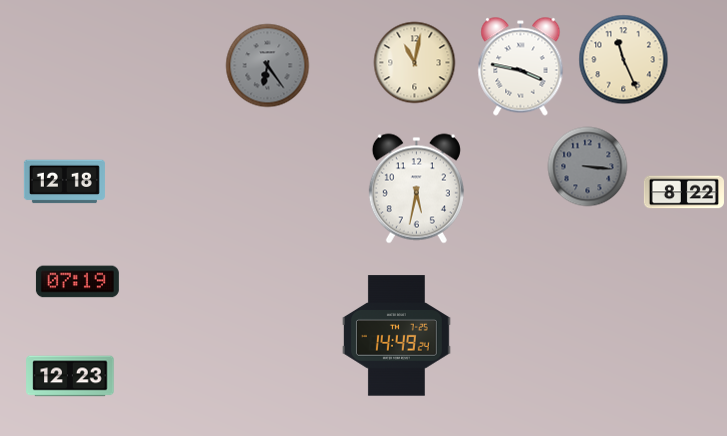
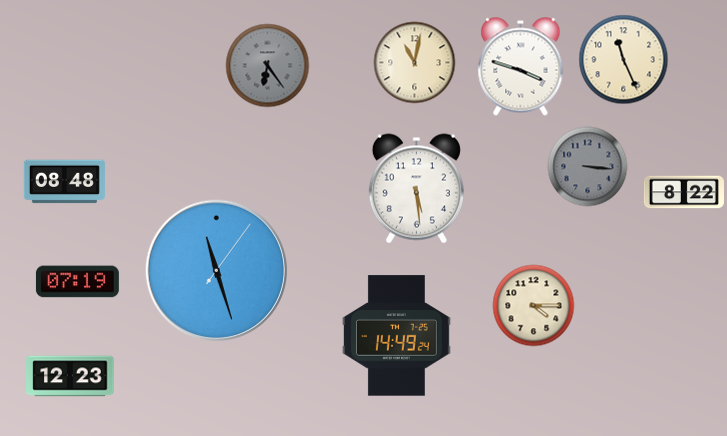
clock at (521, 67): 3:47 -> 3:48
clock at (64, 182): 12:18 -> 08:48
clock at (416, 189): 5:32 -> 5:29
clock at (216, 270): none -> 11:27
clock at (534, 306): none -> 4:15
